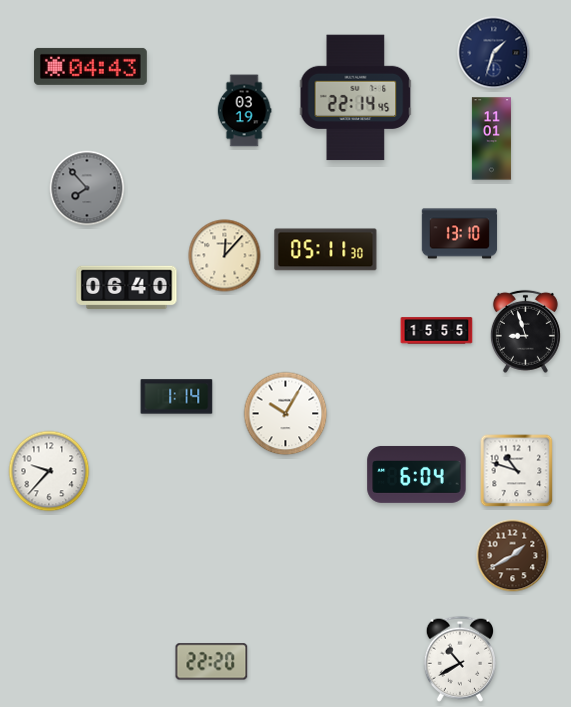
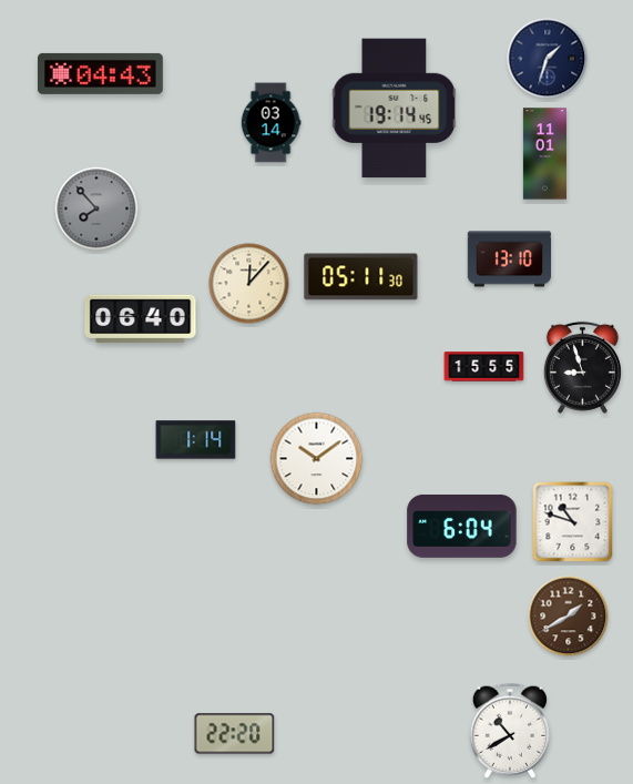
clock at (356, 98): 22:14 -> 19:14
clock at (244, 111): 03:19 -> 03:14
clock at (286, 414): 10:05 -> 10:09
clock at (49, 471): 9:37 -> none
